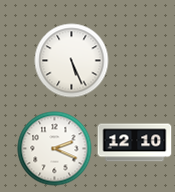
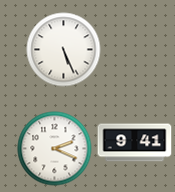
clock at (72, 61) position: (72, 61) -> (64, 50)
clock at (135, 143): 12:10 -> 9:41
